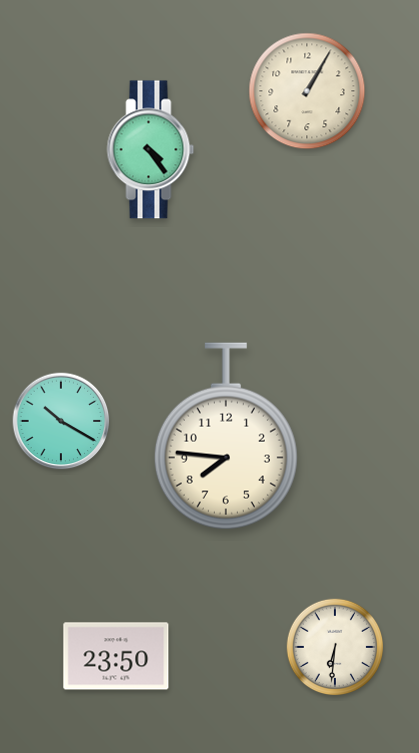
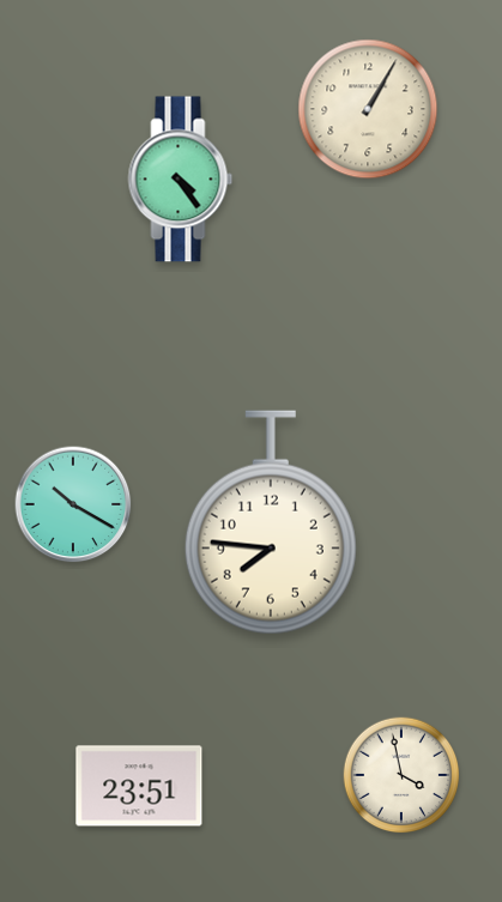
clock at (335, 647): 6:31 -> 3:58
clock at (116, 656): 23:50 -> 23:51
